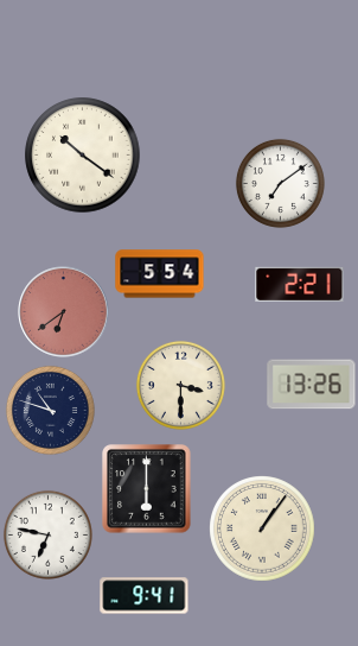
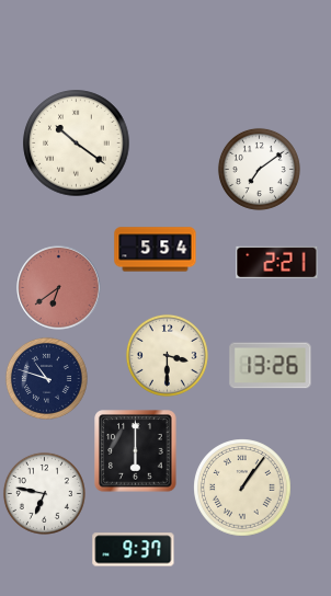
clock at (160, 274) position: (160, 274) -> (156, 250)
clock at (312, 385) position: (312, 385) -> (271, 366)
clock at (145, 596): 9:41 -> 9:37
